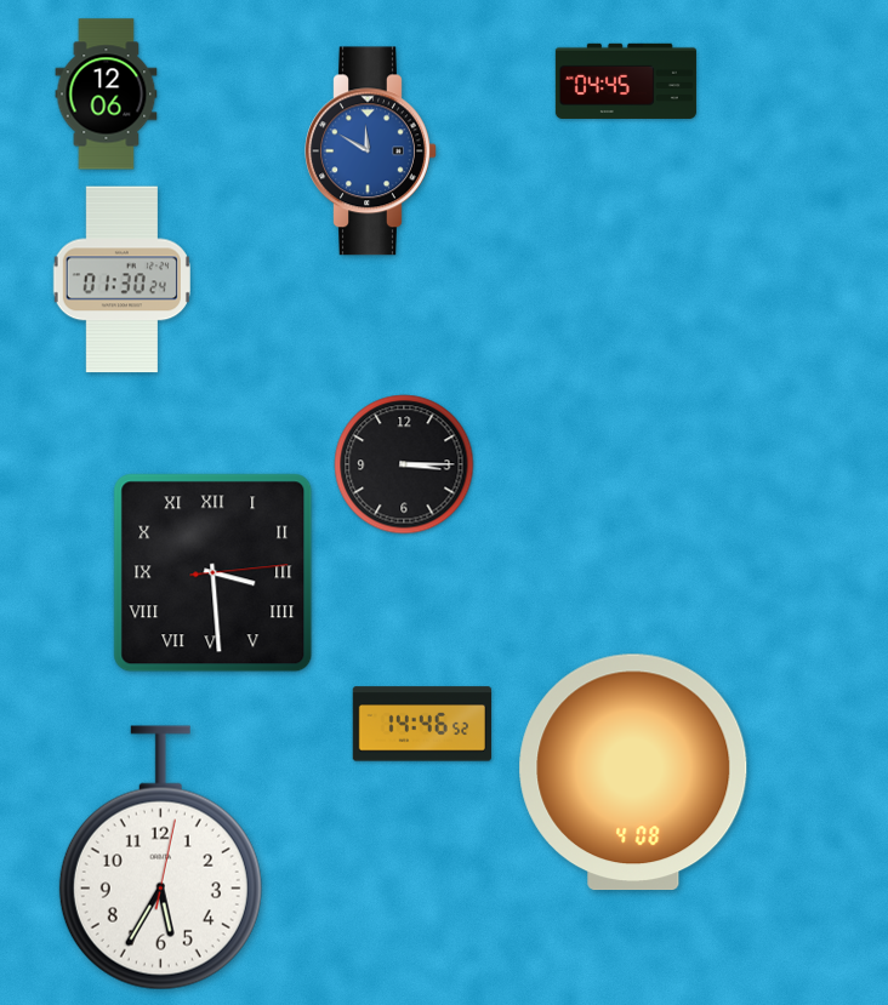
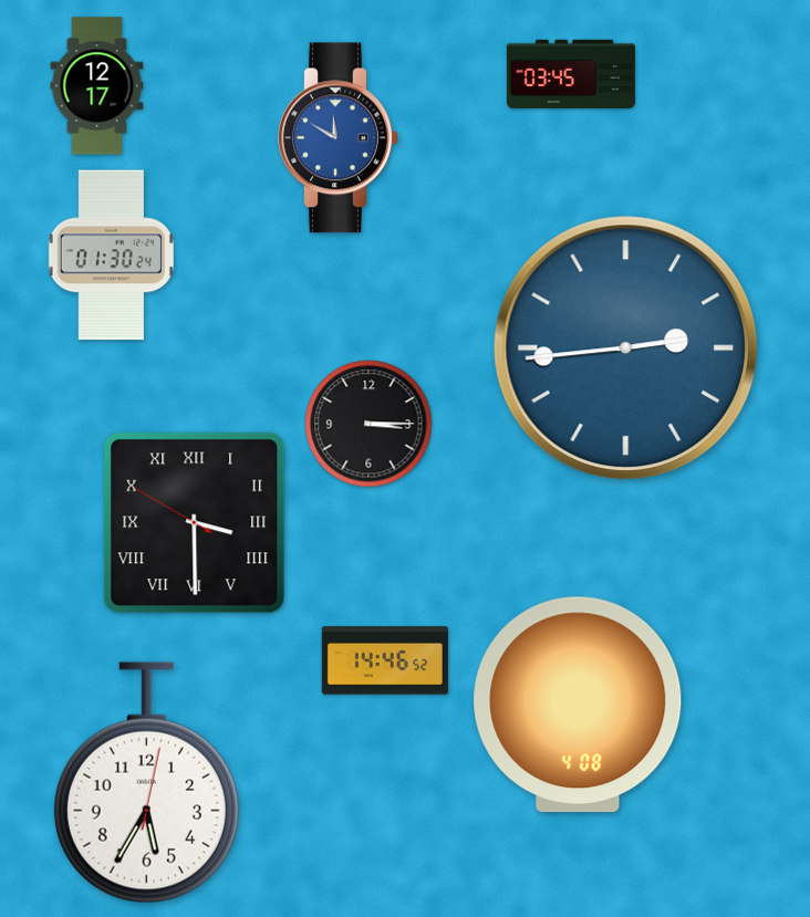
clock at (626, 81): 04:45 -> 03:45
clock at (107, 95): 12:06 -> 12:17
clock at (626, 348): none -> 2:44
clock at (214, 573): 3:29:14 -> 3:29:50
